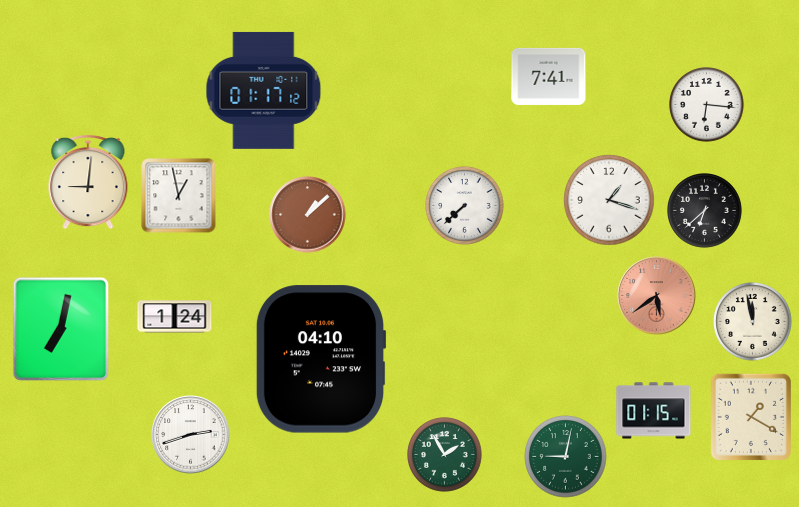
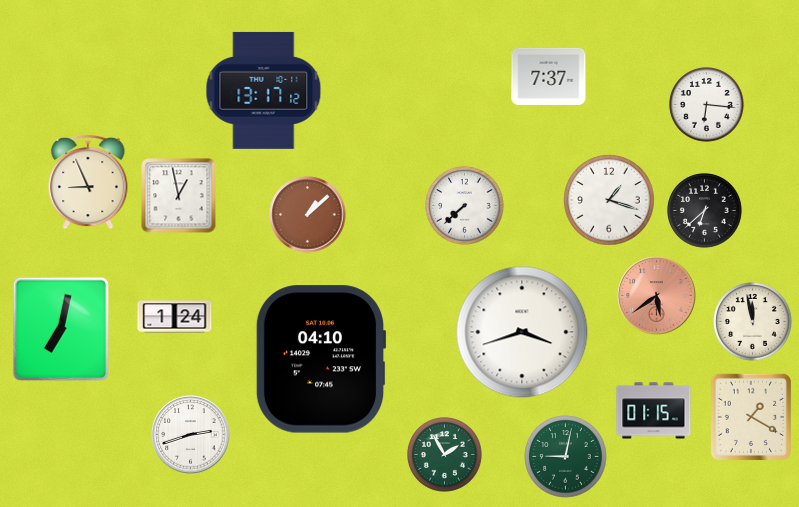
clock at (549, 76): 7:41 -> 7:37
clock at (264, 90): 01:17 -> 13:17
clock at (88, 182): 9:01 -> 8:56
clock at (522, 332): none -> 3:42
